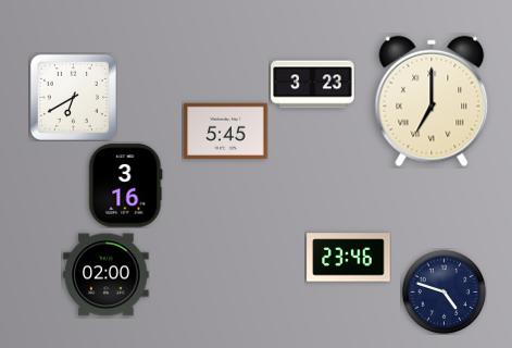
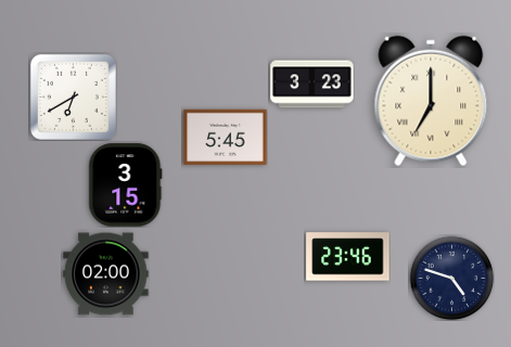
clock at (226, 130) position: (226, 130) -> (226, 137)
clock at (126, 186): 3:16 -> 3:15
clock at (444, 291) position: (444, 291) -> (451, 278)
